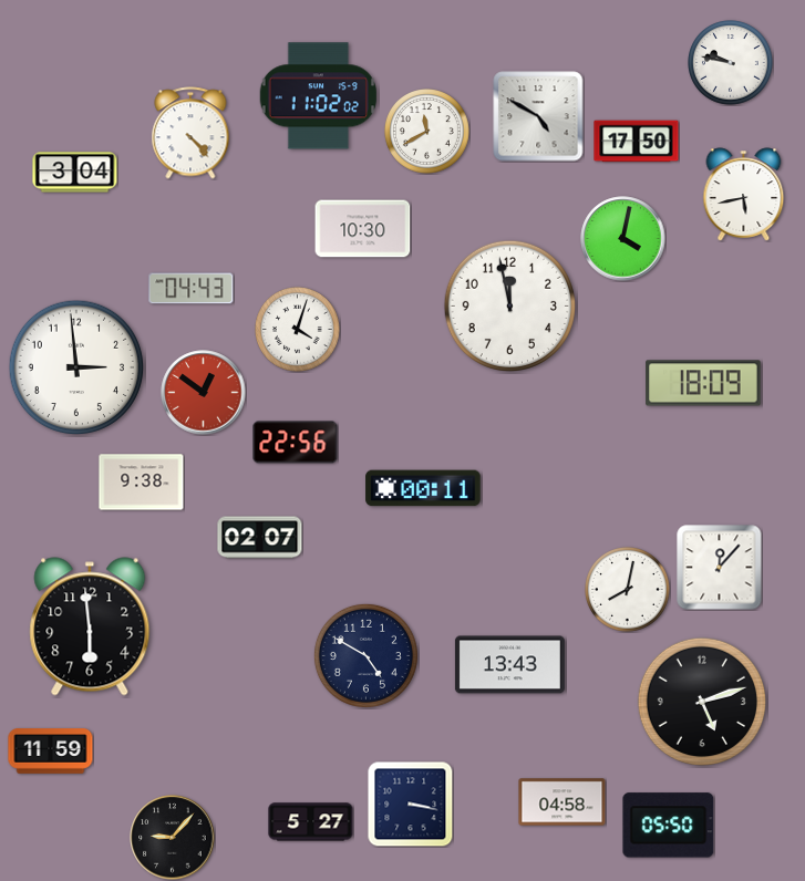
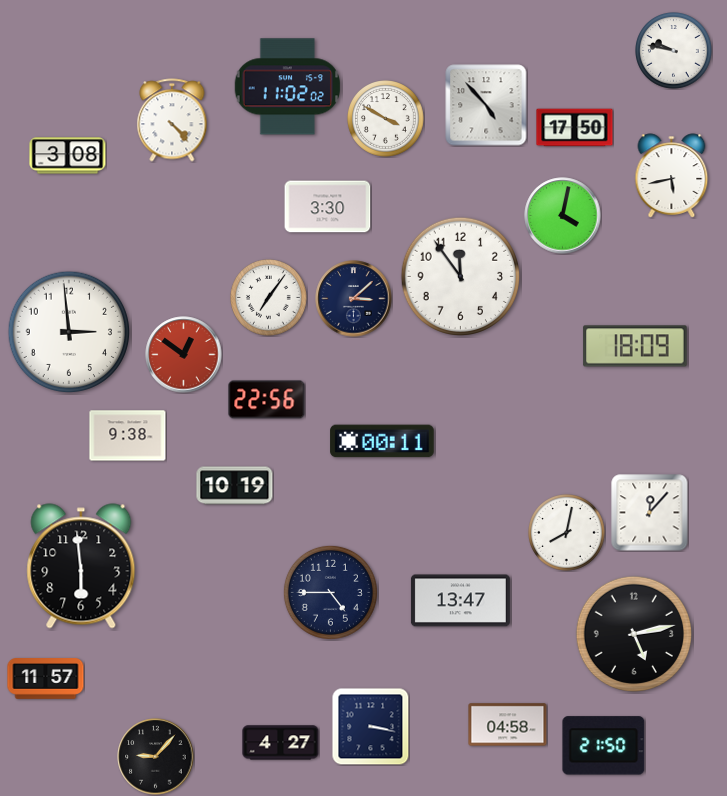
clock at (731, 63) position: (731, 63) -> (674, 51)
clock at (538, 116): 4:50 -> 4:53
clock at (427, 132): 11:40 -> 3:50
clock at (75, 173): 3:04 -> 3:08
clock at (363, 229): 10:30 -> 3:30
clock at (192, 289): 04:43 -> none
clock at (509, 305): 11:58 -> 11:54
clock at (298, 330): 4:03 -> 7:06
clock at (354, 299): none -> 3:08
clock at (260, 538): 02:07 -> 10:19
clock at (365, 655): 4:50 -> 4:45
clock at (509, 665): 13:43 -> 13:47
clock at (701, 701): 5:12 -> 5:13
clock at (51, 752): 11:59 -> 11:57
clock at (311, 822): 5:27 -> 4:27
clock at (669, 826): 05:50 -> 21:50
